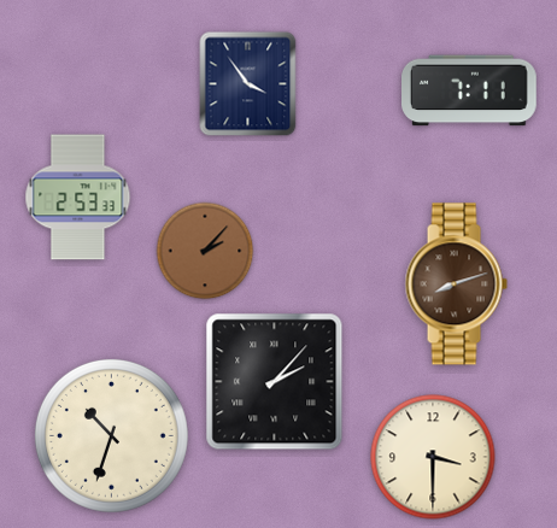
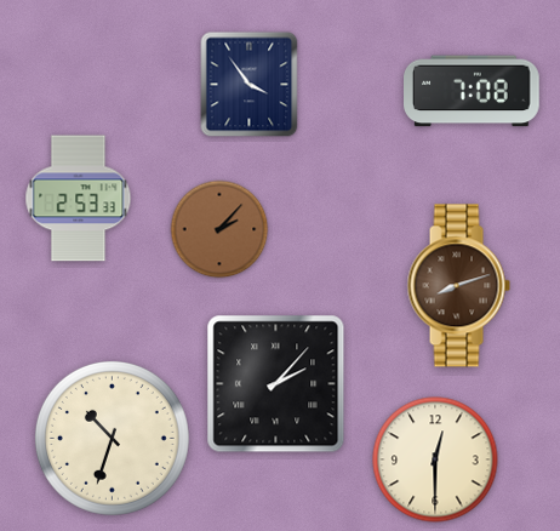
clock at (470, 90): 7:11 -> 7:08
clock at (205, 251) position: (205, 251) -> (219, 229)
clock at (433, 457): 3:30 -> 12:30
